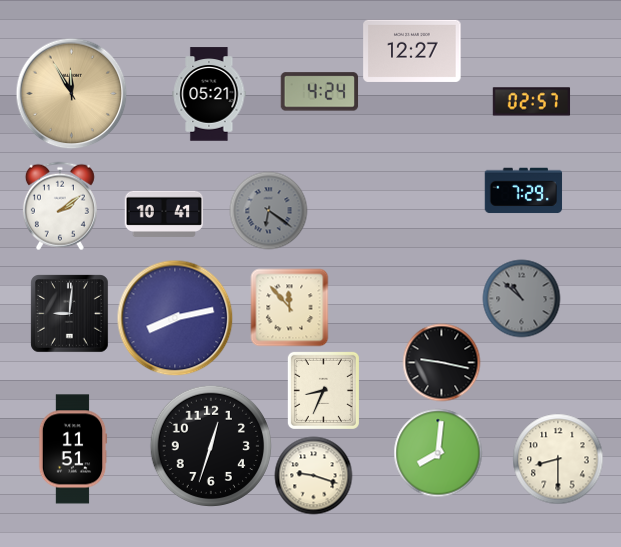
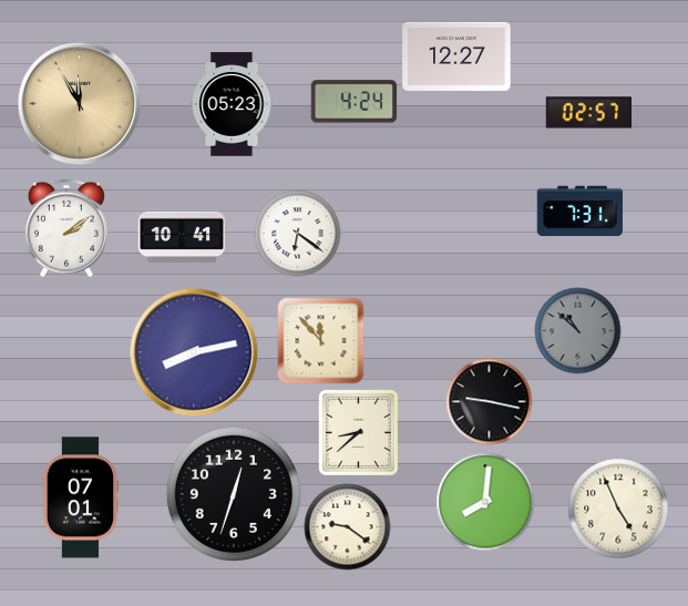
clock at (209, 94): 05:21 -> 05:23
clock at (523, 191): 7:29 -> 7:31
clock at (268, 210) dial: grey -> white
clock at (69, 313): 9:01 -> none
clock at (323, 390): 8:34 -> 8:38
clock at (73, 449): 11:51 -> 07:01
clock at (558, 459): 8:30 -> 4:56
clock at (313, 475): 9:18 -> 9:21
